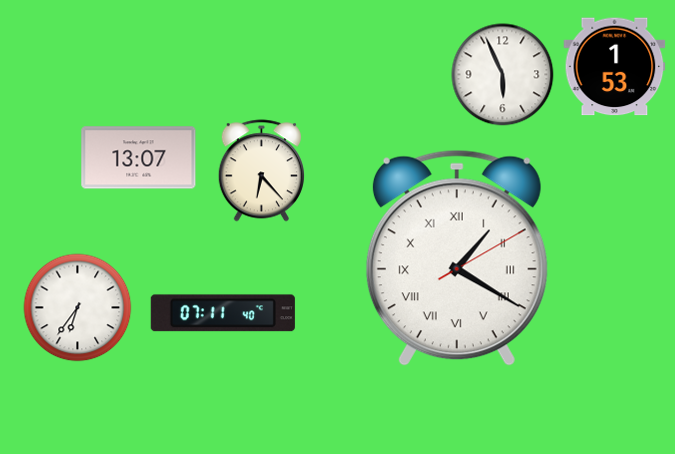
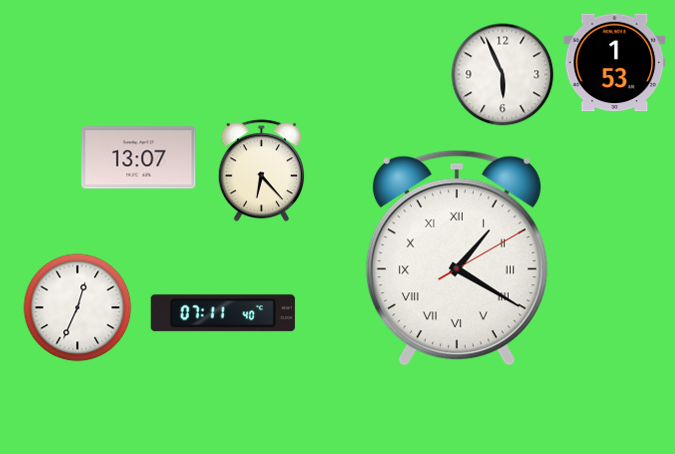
clock at (615, 67) position: (615, 67) -> (615, 63)
clock at (78, 308): 6:36 -> 12:34
